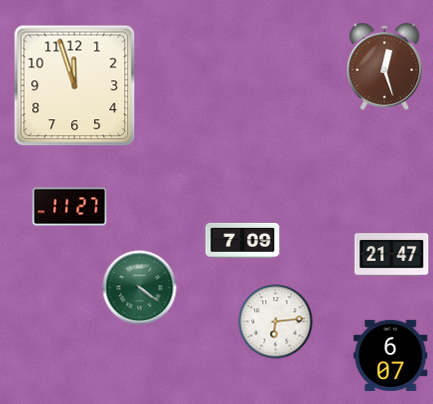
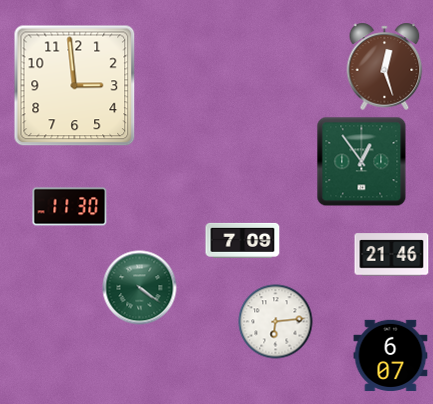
clock at (75, 86): 11:57 -> 2:59
clock at (362, 162): none -> 12:54
clock at (70, 207): 11:27 -> 11:30
clock at (392, 255): 21:47 -> 21:46
